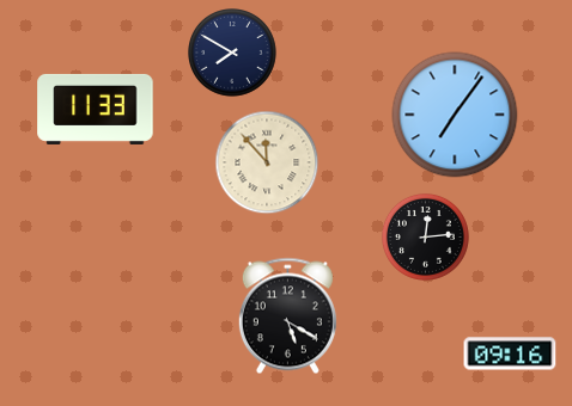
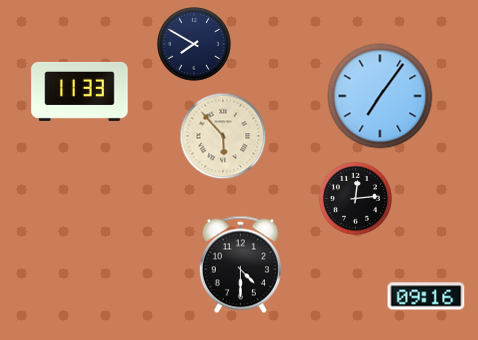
clock at (267, 162): 11:53 -> 5:53
clock at (287, 316): 5:20 -> 4:30
